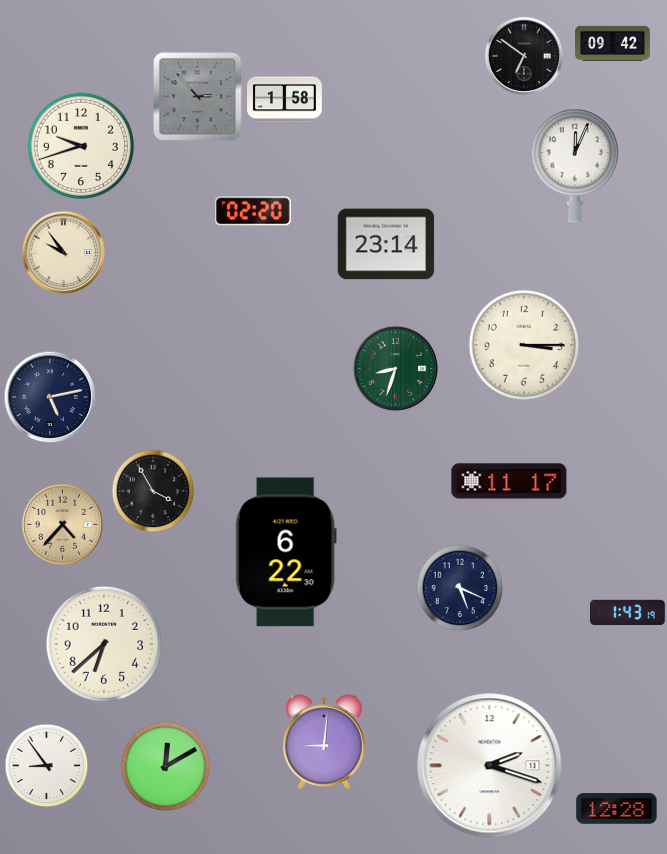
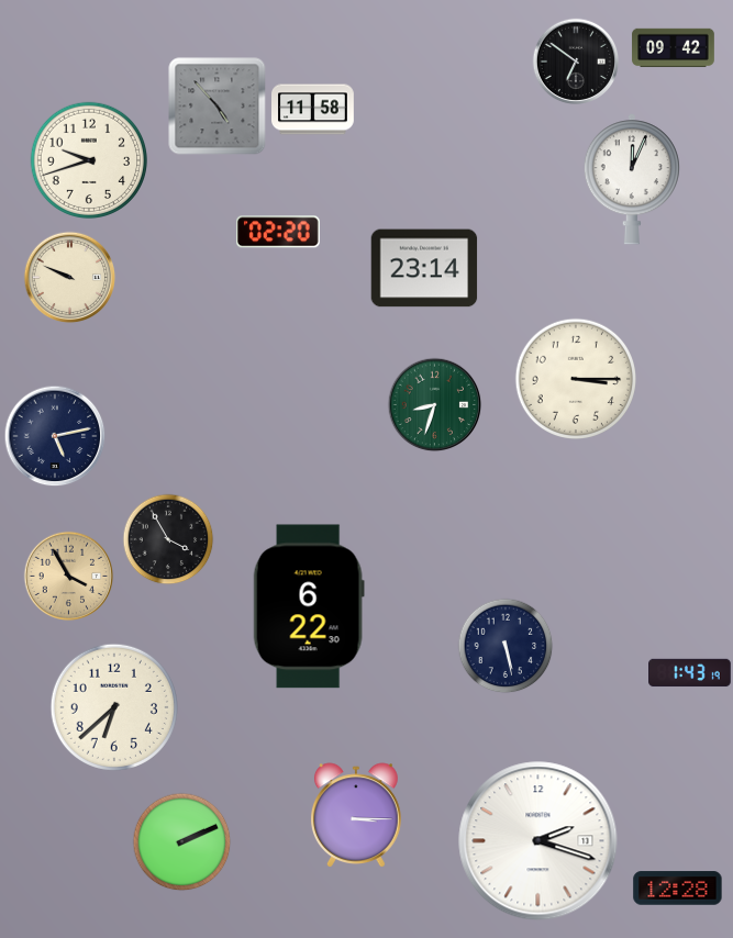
clock at (198, 97): 2:53 -> 4:53
clock at (285, 100): 1:58 -> 11:58
clock at (64, 253): 9:54 -> 9:49
clock at (509, 481): 11:17 -> none
clock at (63, 525): 4:37 -> 3:55
clock at (286, 552) position: (286, 552) -> (309, 606)
clock at (460, 588): 5:19 -> 5:28
clock at (325, 742): 9:01 -> 3:15
clock at (47, 766): 8:54 -> none
clock at (166, 767): 12:10 -> 2:11
